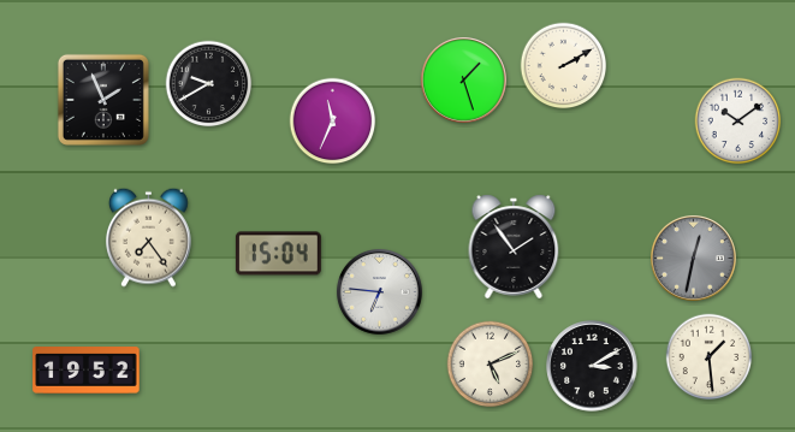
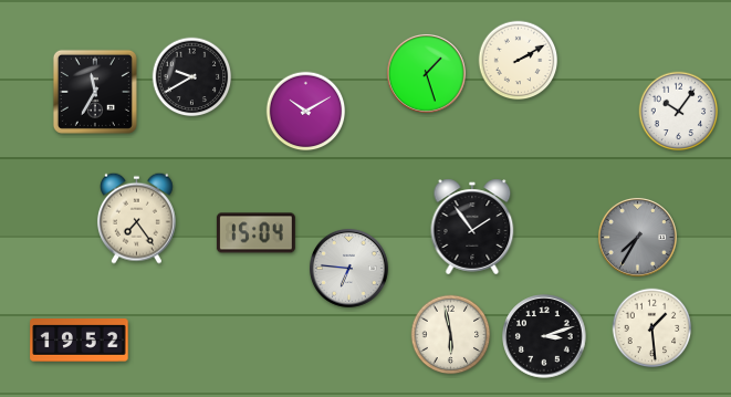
clock at (103, 100): 1:56 -> 11:35
clock at (333, 122): 11:34 -> 10:10
clock at (738, 122): 10:09 -> 10:06
clock at (693, 258): 12:32 -> 7:35
clock at (491, 365): 5:11 -> 5:58
clock at (592, 366): 3:10 -> 3:12
